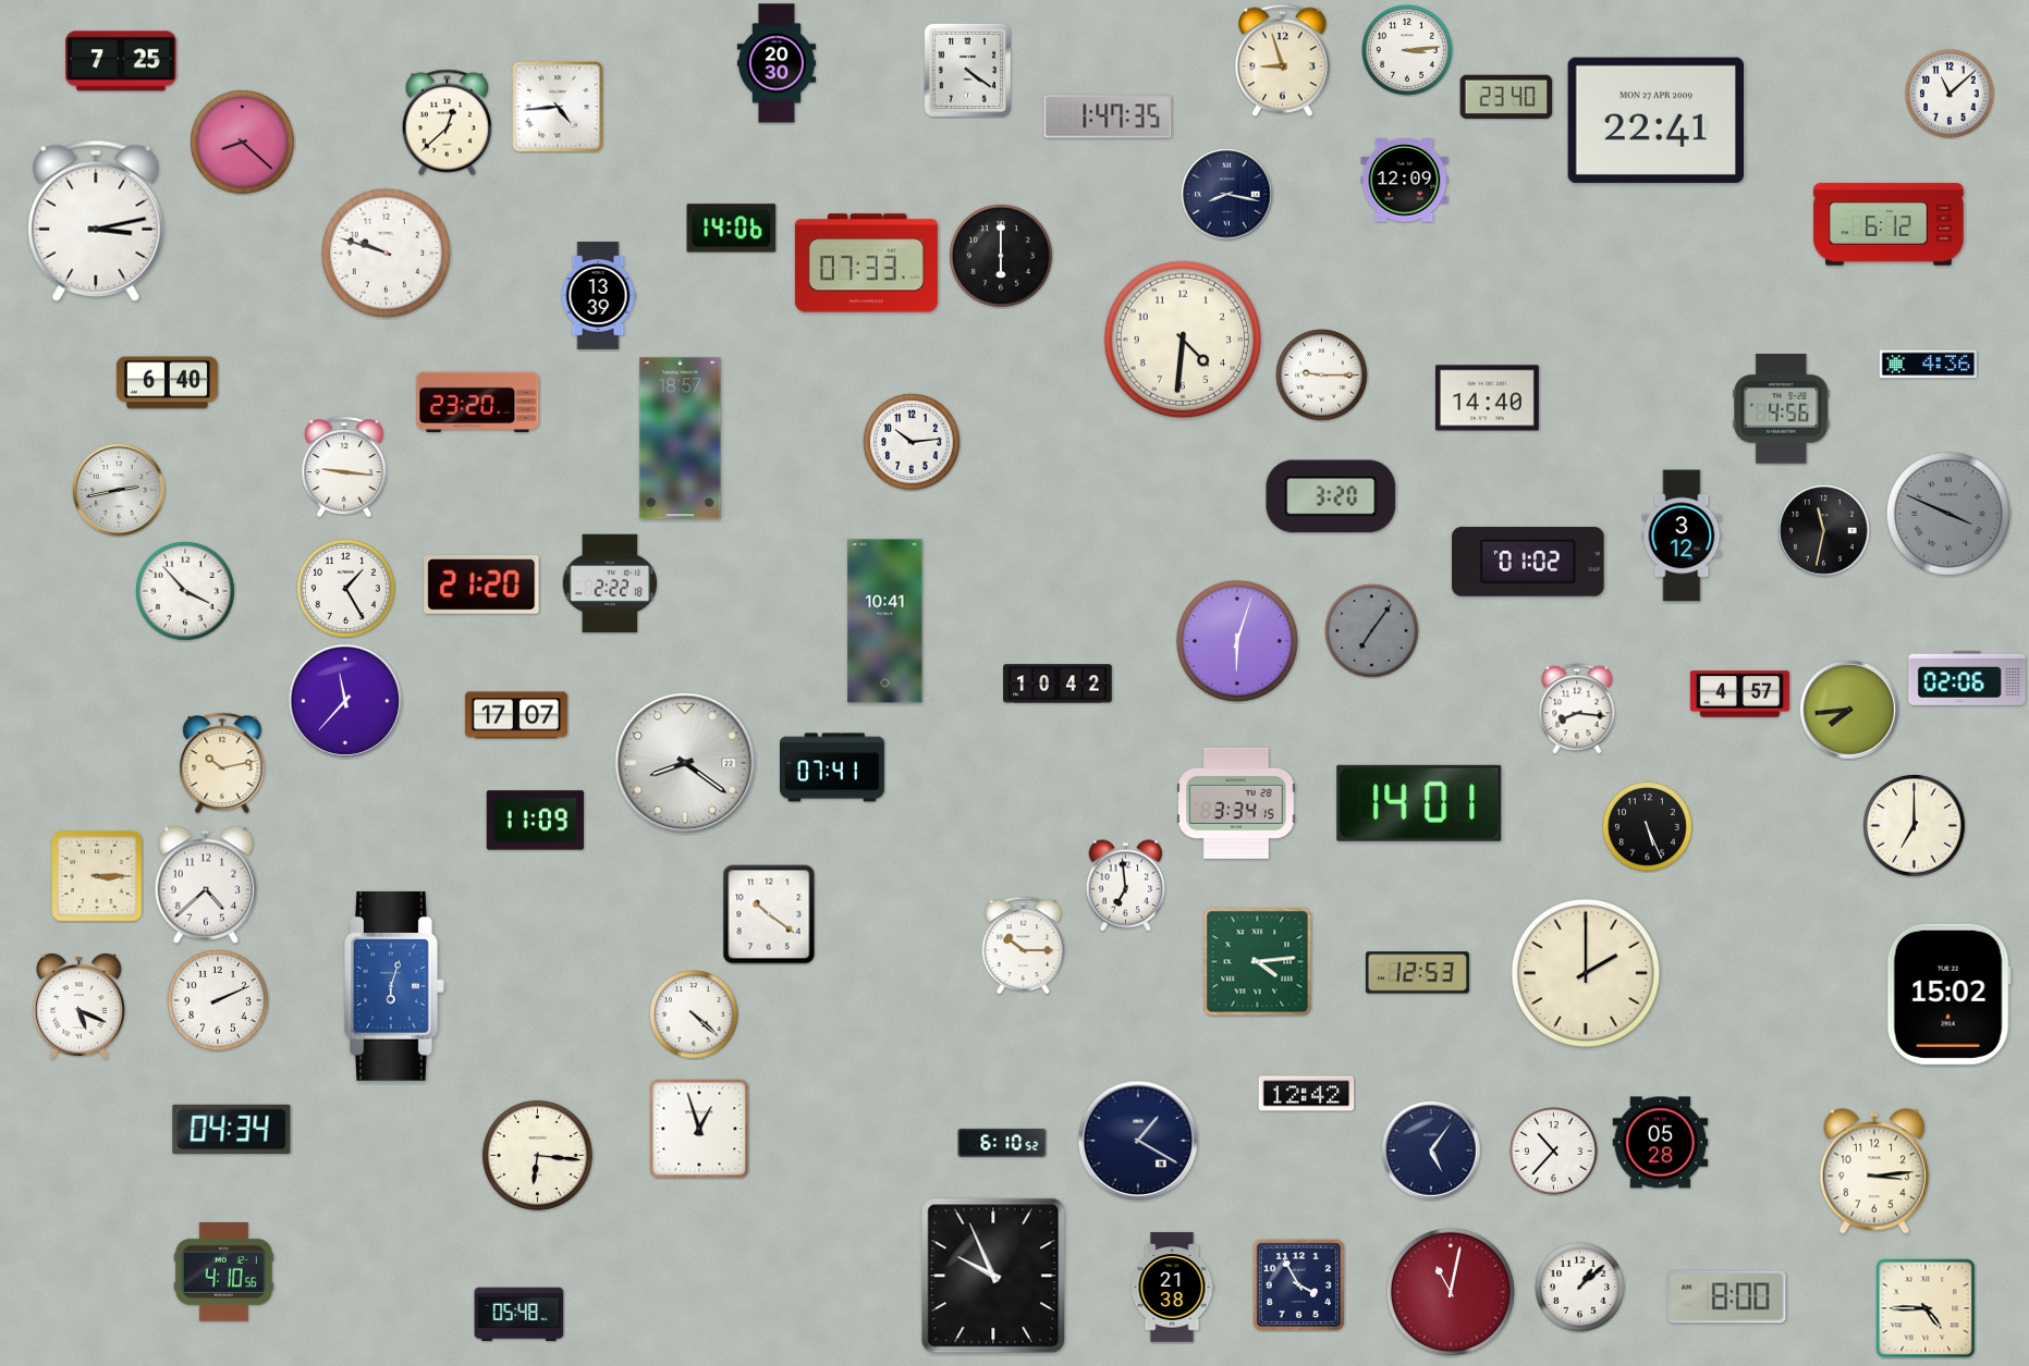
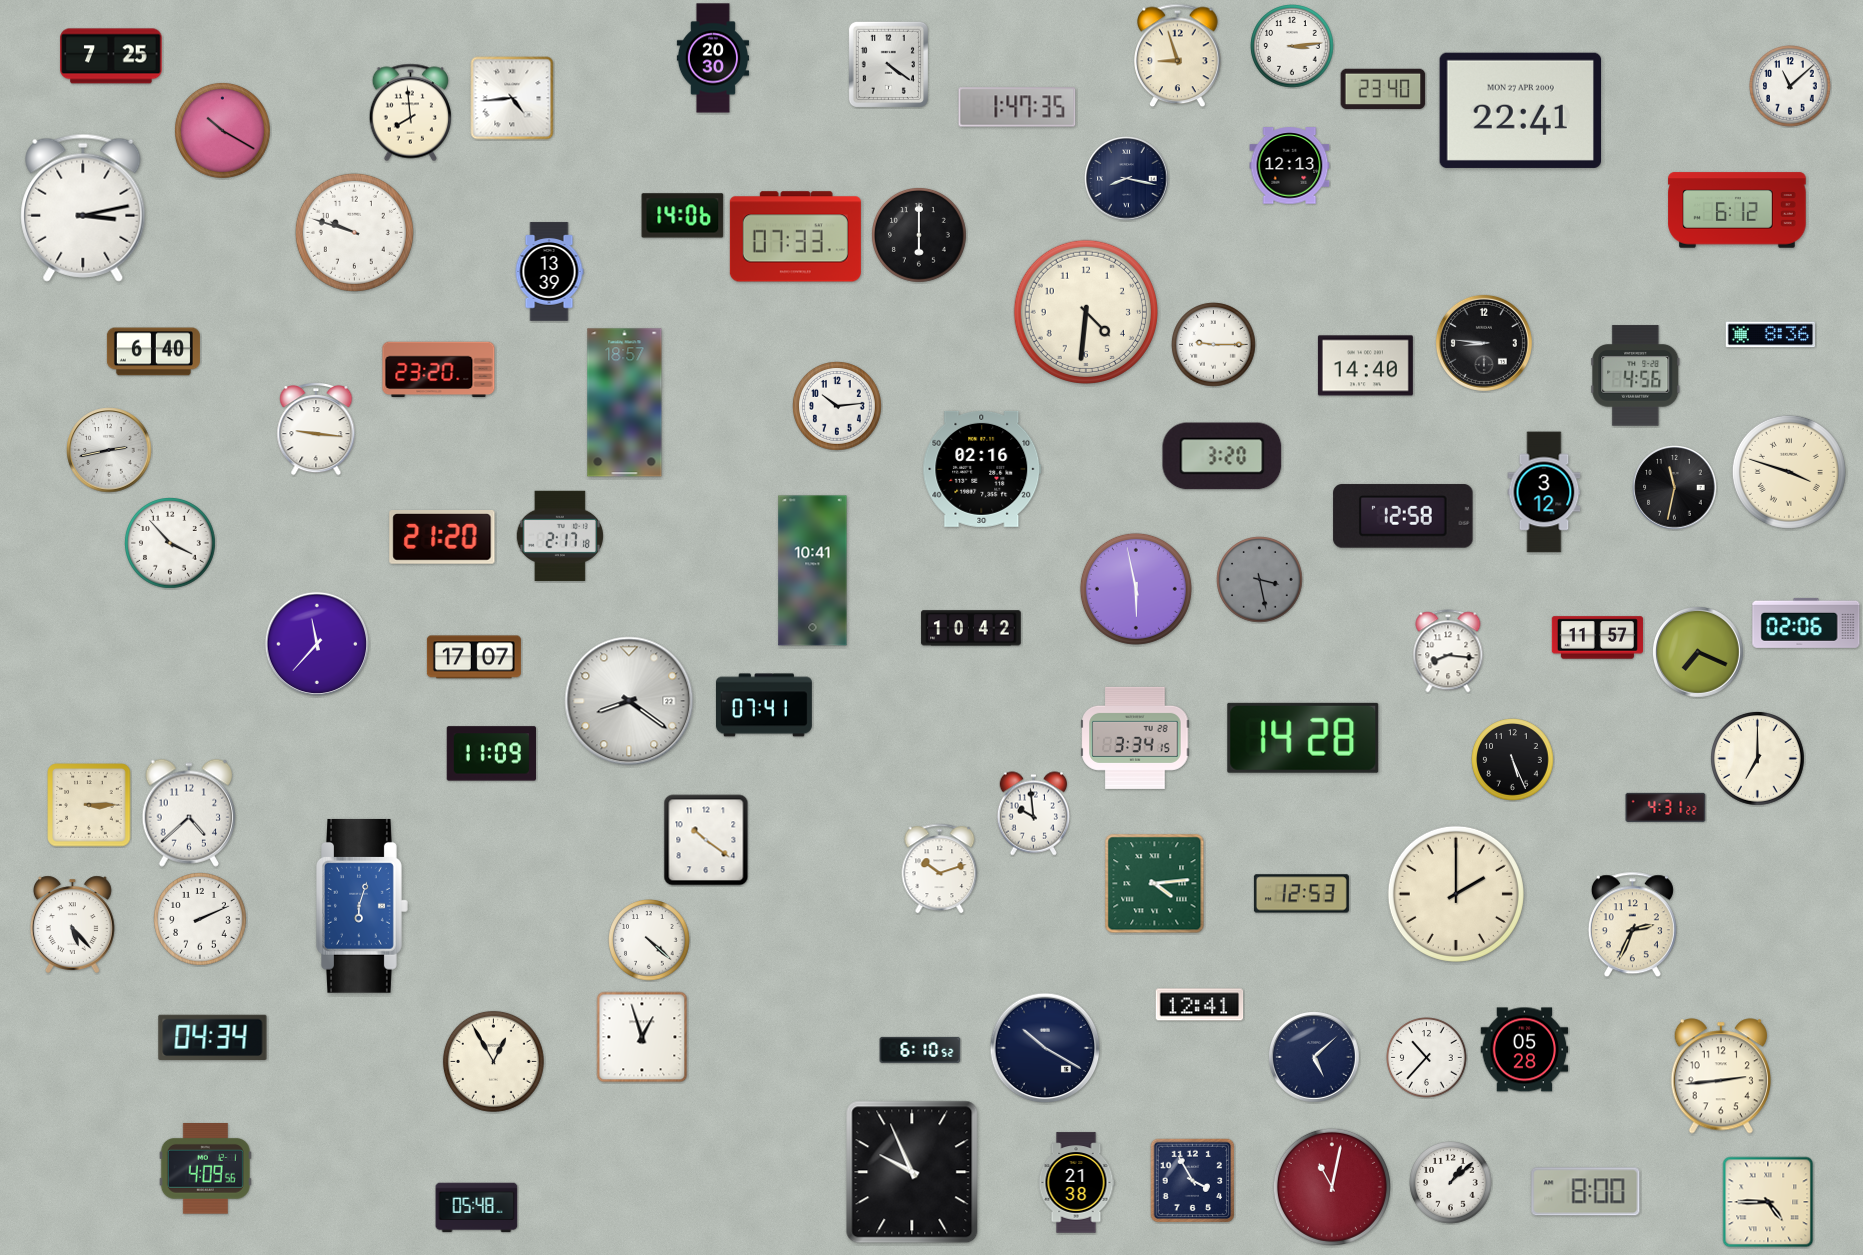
clock at (447, 123): 12:38 -> 7:59
clock at (243, 143): 8:22 -> 10:20
clock at (1405, 181): 12:09 -> 12:13
clock at (96, 221) position: (96, 221) -> (83, 208)
clock at (1889, 224) position: (1889, 224) -> (1737, 210)
clock at (732, 229) position: (732, 229) -> (683, 216)
clock at (866, 263) position: (866, 263) -> (795, 237)
clock at (1928, 365): 4:36 -> 8:36
clock at (1484, 343): none -> 8:46
clock at (982, 469): none -> 02:16
clock at (1948, 514): 3:49 -> 3:48
clock at (1948, 514) dial: grey -> cream
clock at (1528, 562): 01:02 -> 12:58
clock at (610, 583): 2:22 -> 2:17
clock at (346, 589): 1:25 -> none
clock at (1372, 631): 7:06 -> 3:28
clock at (1237, 641): 6:03 -> 5:58
clock at (1739, 694): 4:57 -> 11:57
clock at (1850, 711): 7:44 -> 7:19
clock at (222, 764): 10:13 -> none
clock at (1419, 803): 14:01 -> 14:28
clock at (1666, 807): none -> 4:31
clock at (1126, 886): 6:59 -> 9:59
clock at (1024, 946): 10:15 -> 10:12
clock at (1948, 994): 15:02 -> none
clock at (78, 1006): 5:19 -> 5:23
clock at (1632, 925): none -> 2:34
clock at (694, 1014) position: (694, 1014) -> (649, 940)
clock at (1307, 1094): 12:42 -> 12:41
clock at (1138, 1141): 1:20 -> 10:20
clock at (1432, 1152): 5:06 -> 5:08
clock at (537, 1155): 6:16 -> 12:55
clock at (1873, 1171): 3:14 -> 2:44
clock at (223, 1272): 4:10 -> 4:09
